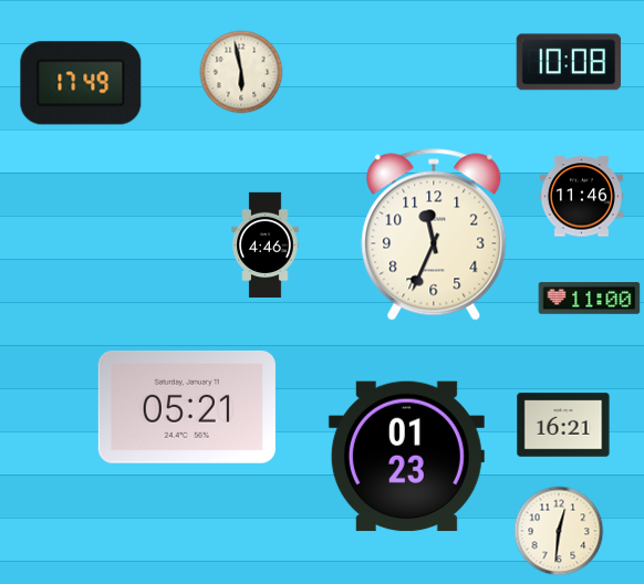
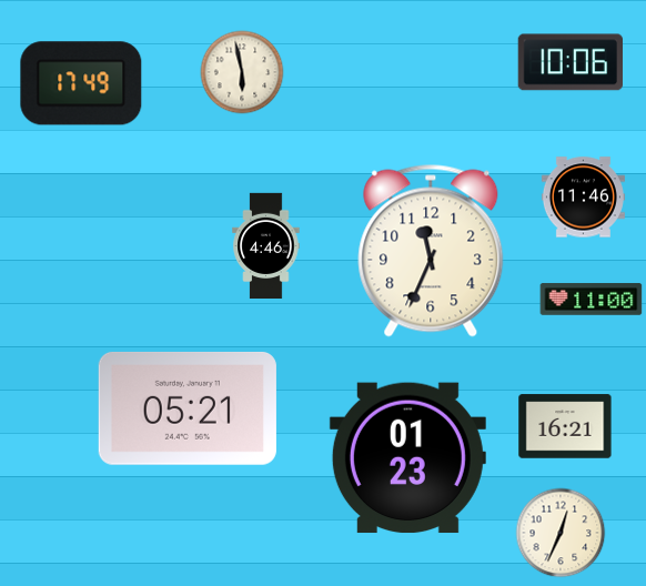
clock at (568, 62): 10:08 -> 10:06
clock at (434, 234) position: (434, 234) -> (431, 251)
clock at (559, 531): 12:31 -> 12:34
